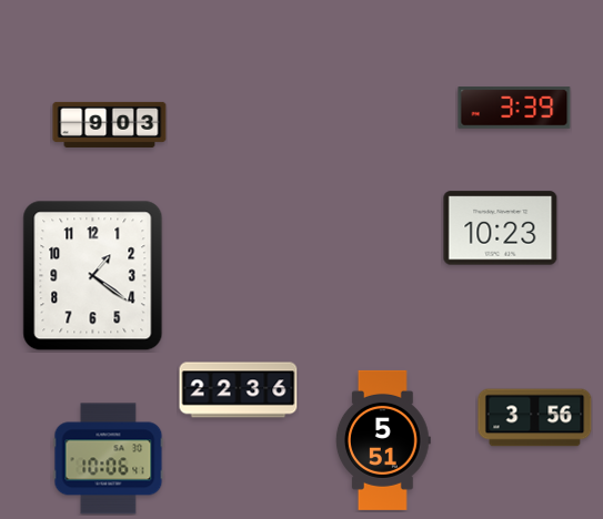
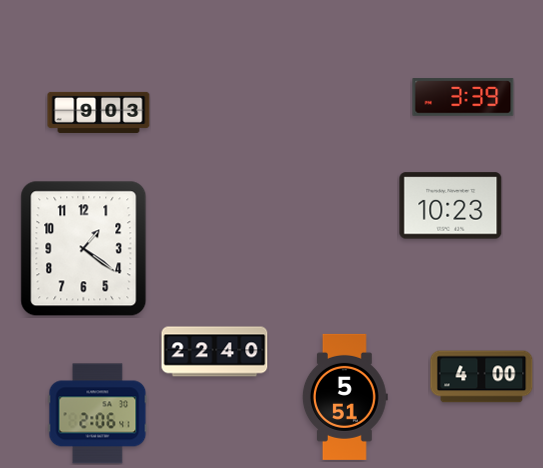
clock at (239, 390): 22:36 -> 22:40
clock at (535, 418): 3:56 -> 4:00
clock at (109, 459): 10:06 -> 2:06
